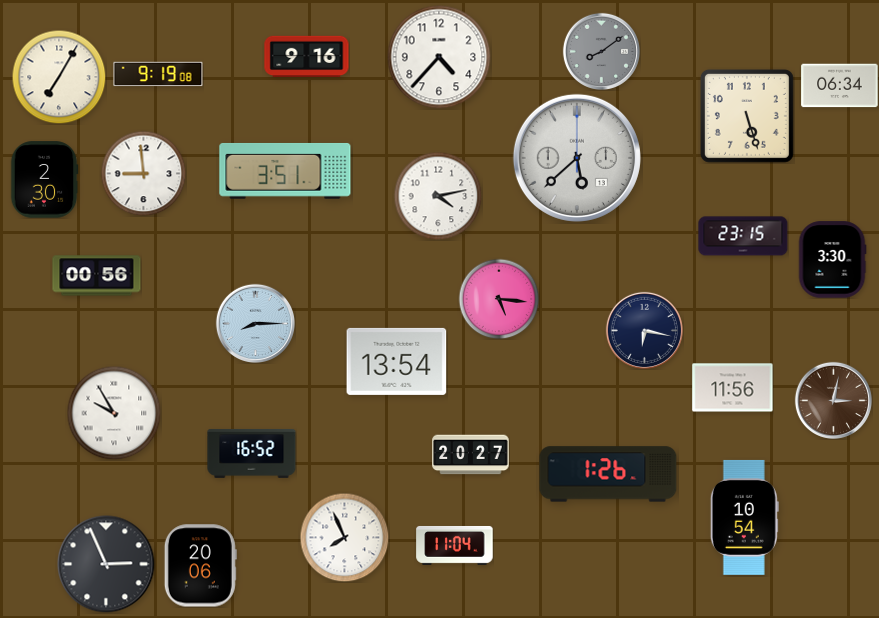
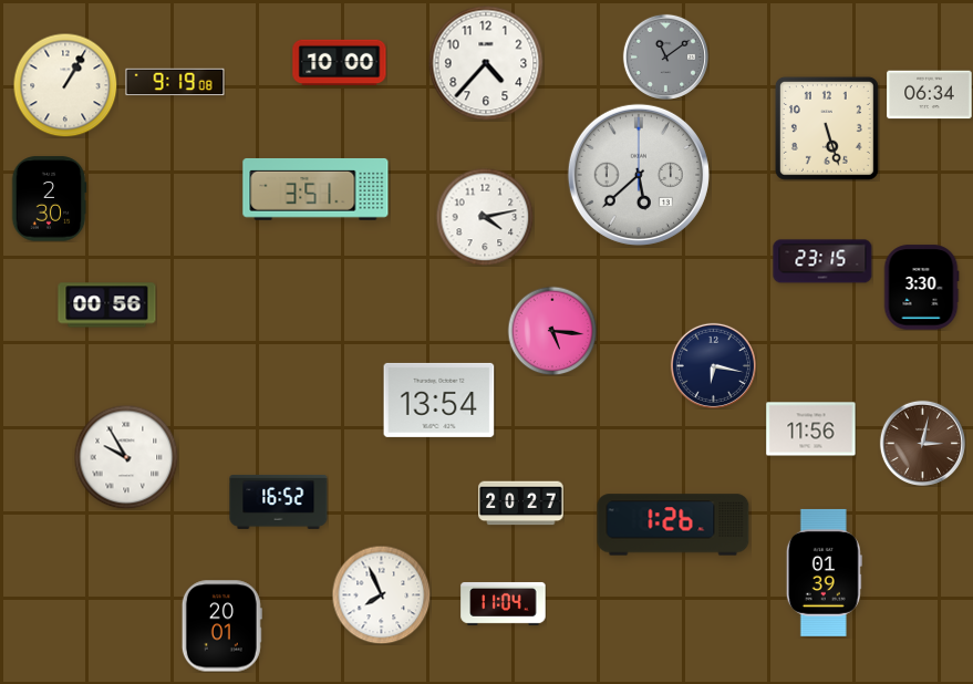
clock at (601, 51): 8:09 -> 11:09
clock at (307, 57): 9:16 -> 10:00
clock at (59, 77): 7:05 -> 1:05
clock at (143, 173): 8:59 -> none
clock at (255, 323): 8:15 -> none
clock at (744, 517): 10:54 -> 01:39
clock at (106, 564): 2:56 -> none
clock at (200, 566): 20:06 -> 20:01
